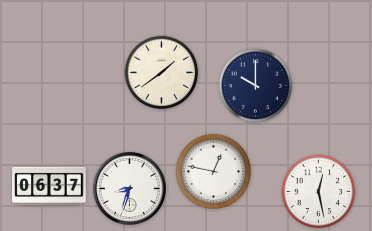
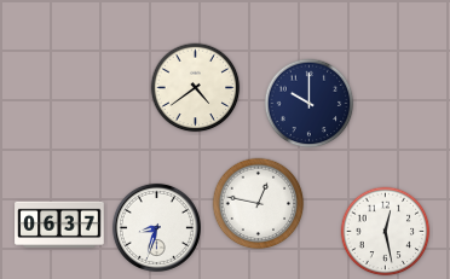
clock at (162, 73): 1:39 -> 4:39
clock at (214, 172) position: (214, 172) -> (259, 204)
